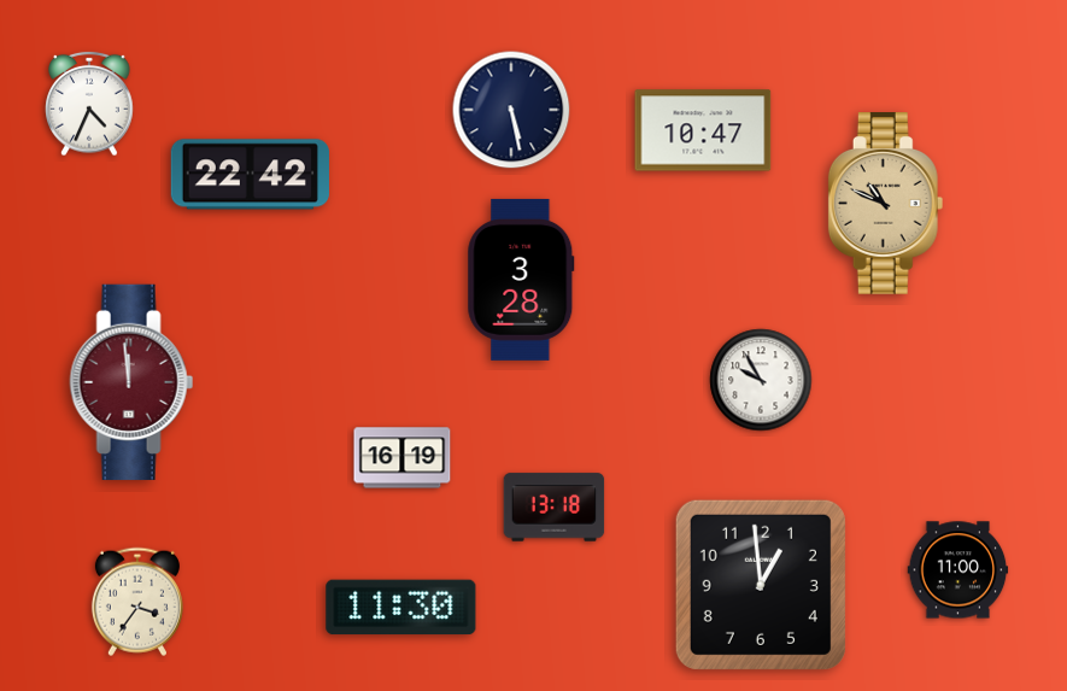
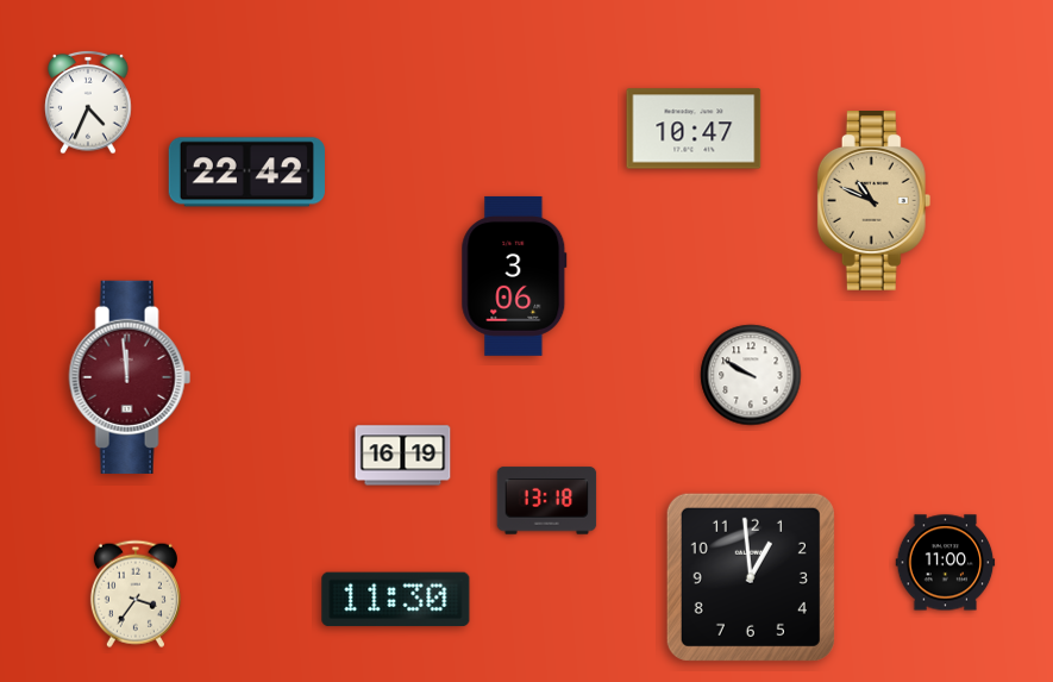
clock at (511, 110): 5:28 -> none
clock at (521, 280): 3:28 -> 3:06
clock at (761, 380): 9:55 -> 9:50
clock at (403, 458) position: (403, 458) -> (403, 456)
